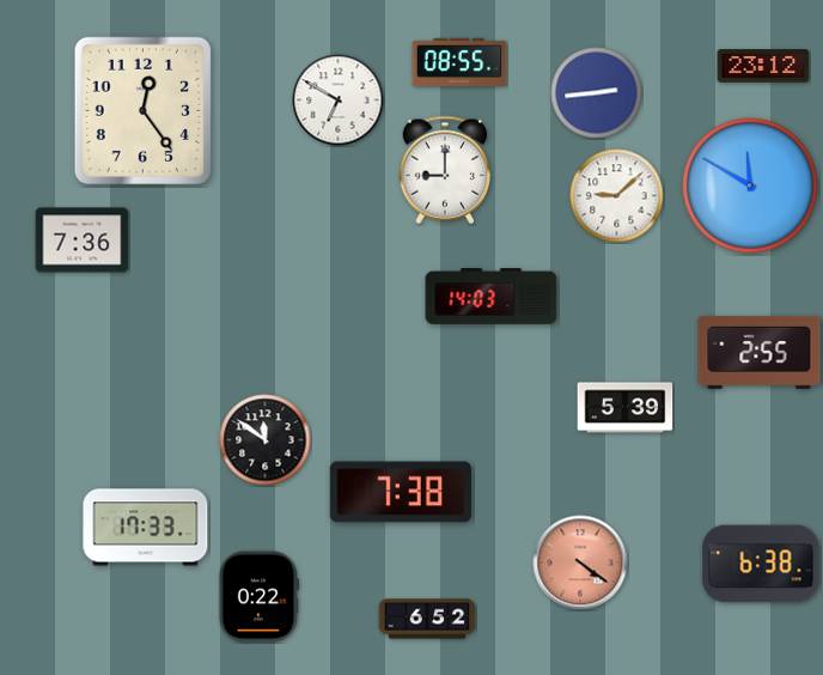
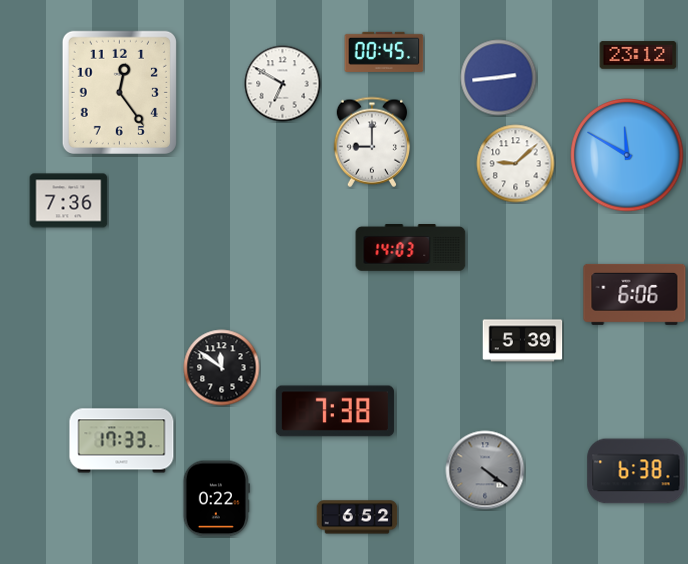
clock at (459, 62): 08:55 -> 00:45
clock at (760, 352): 2:55 -> 6:06
clock at (580, 562) dial: salmon -> grey
